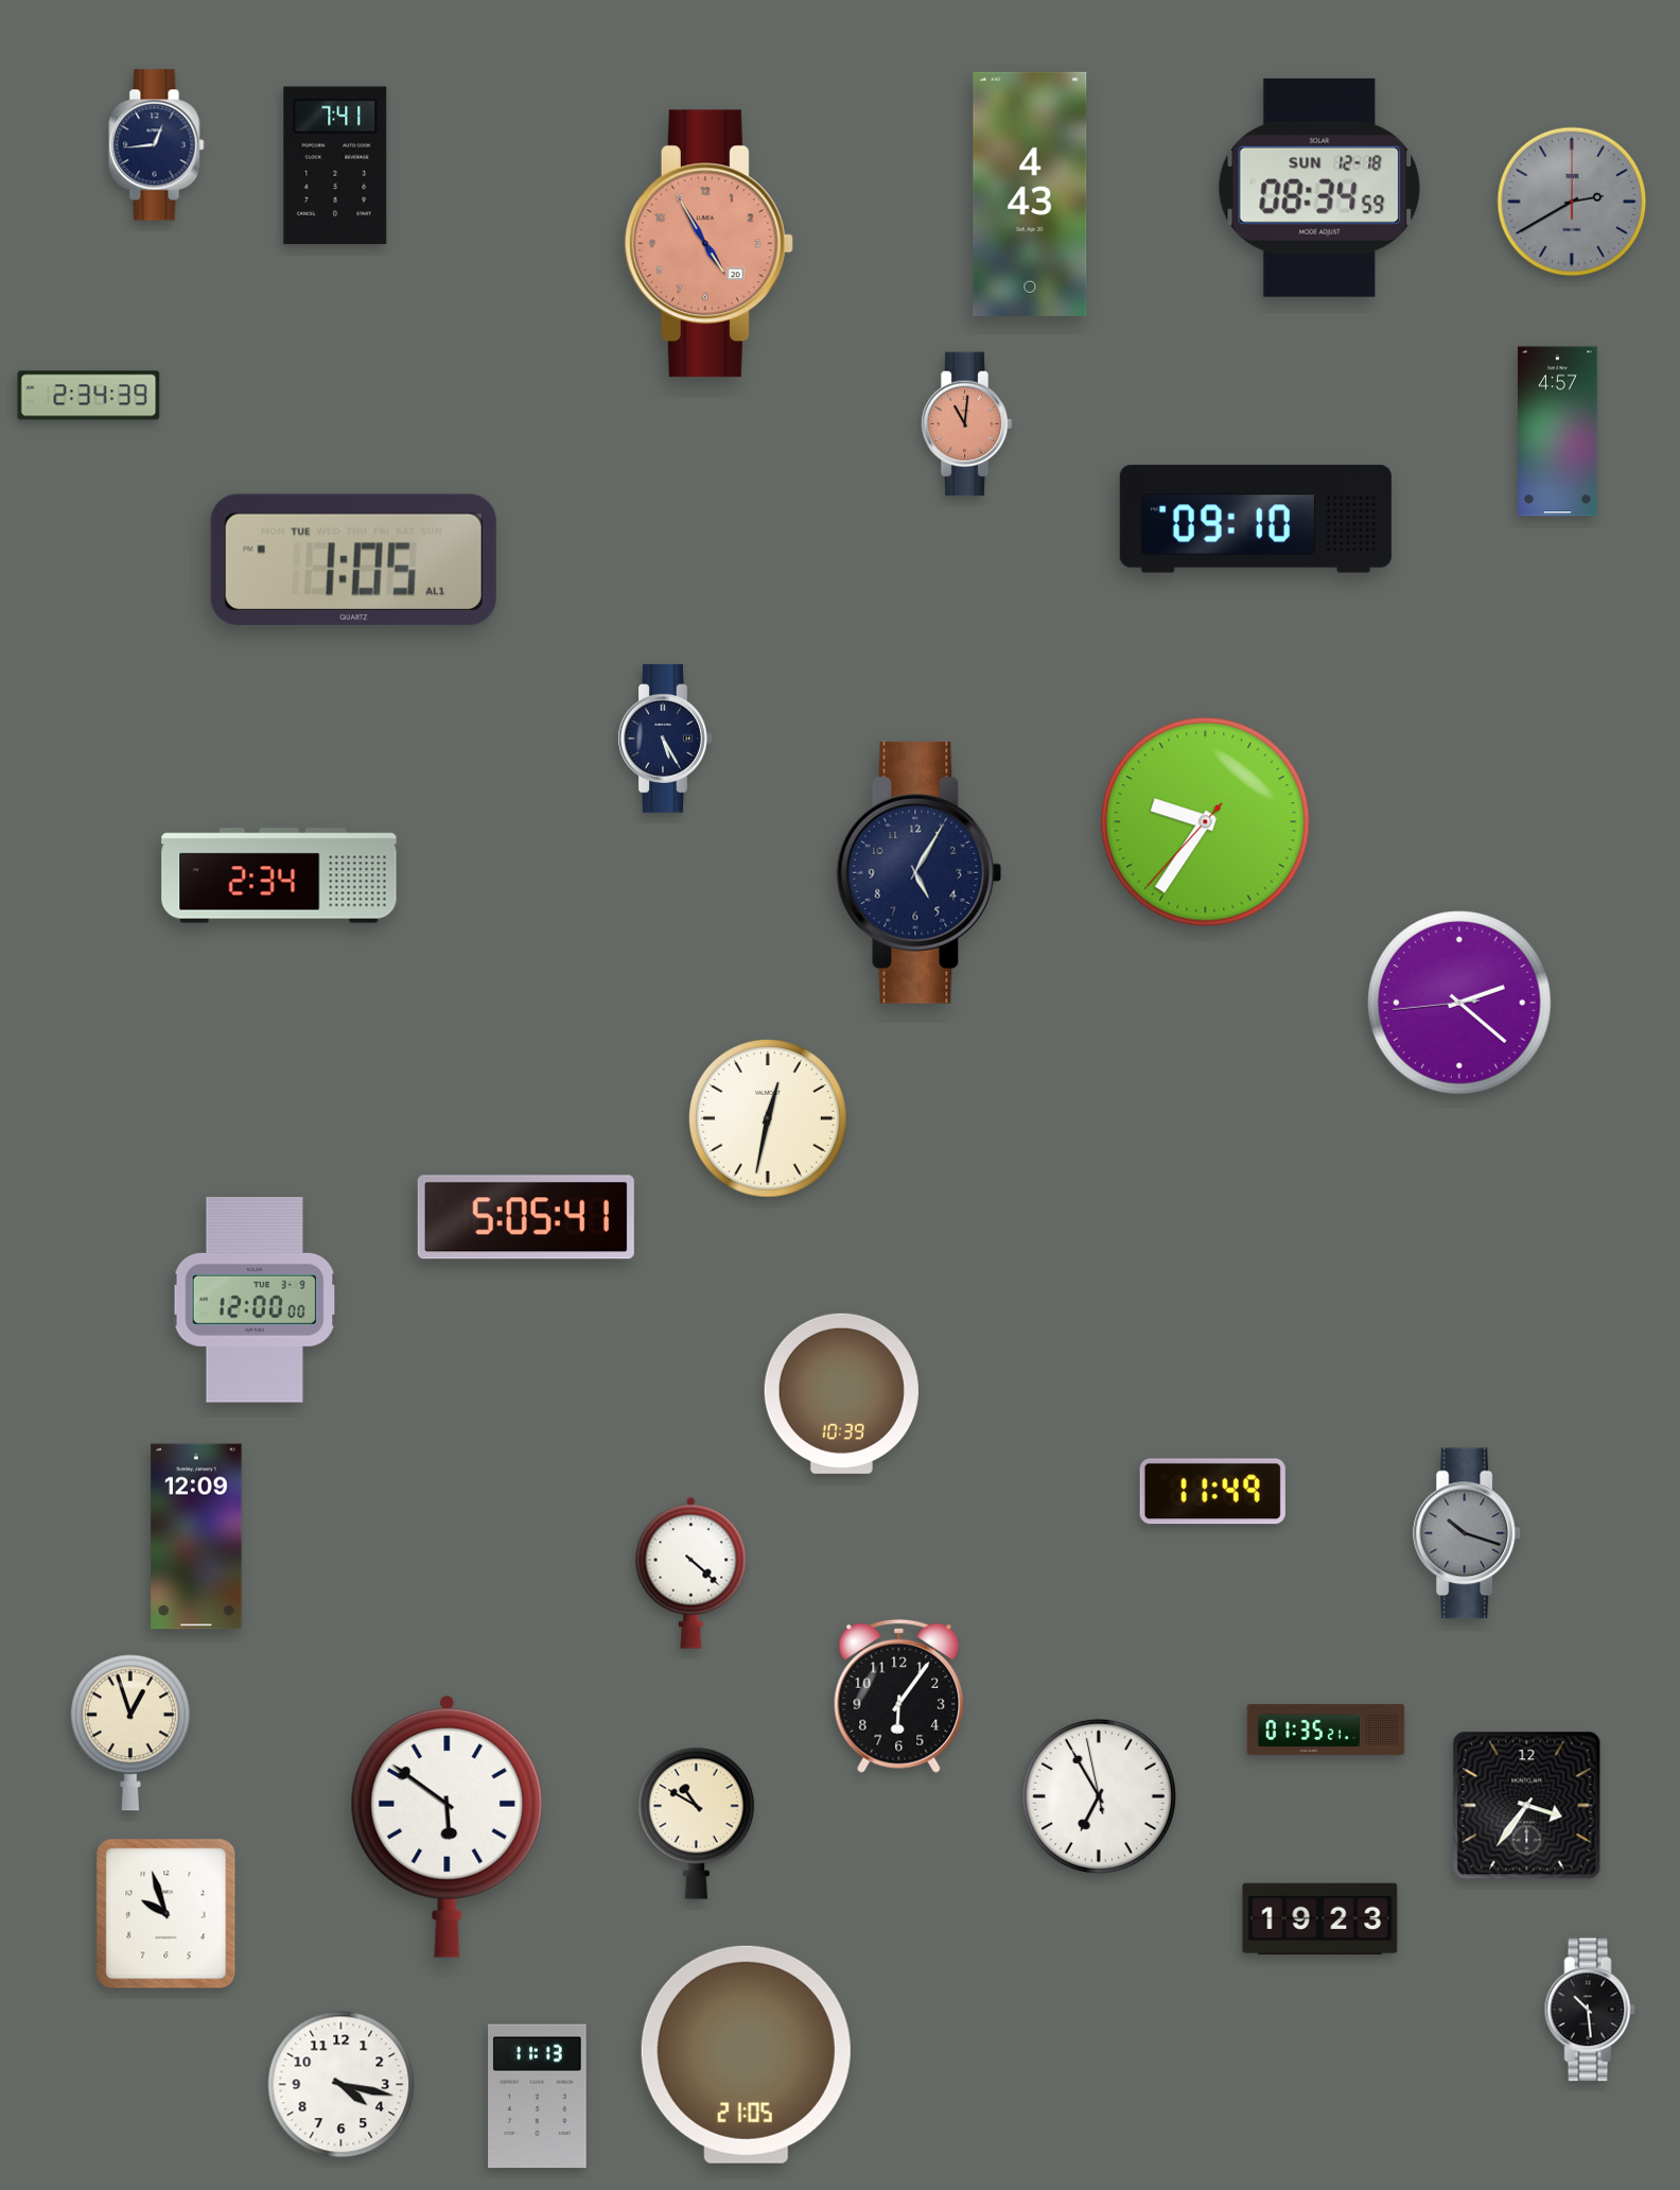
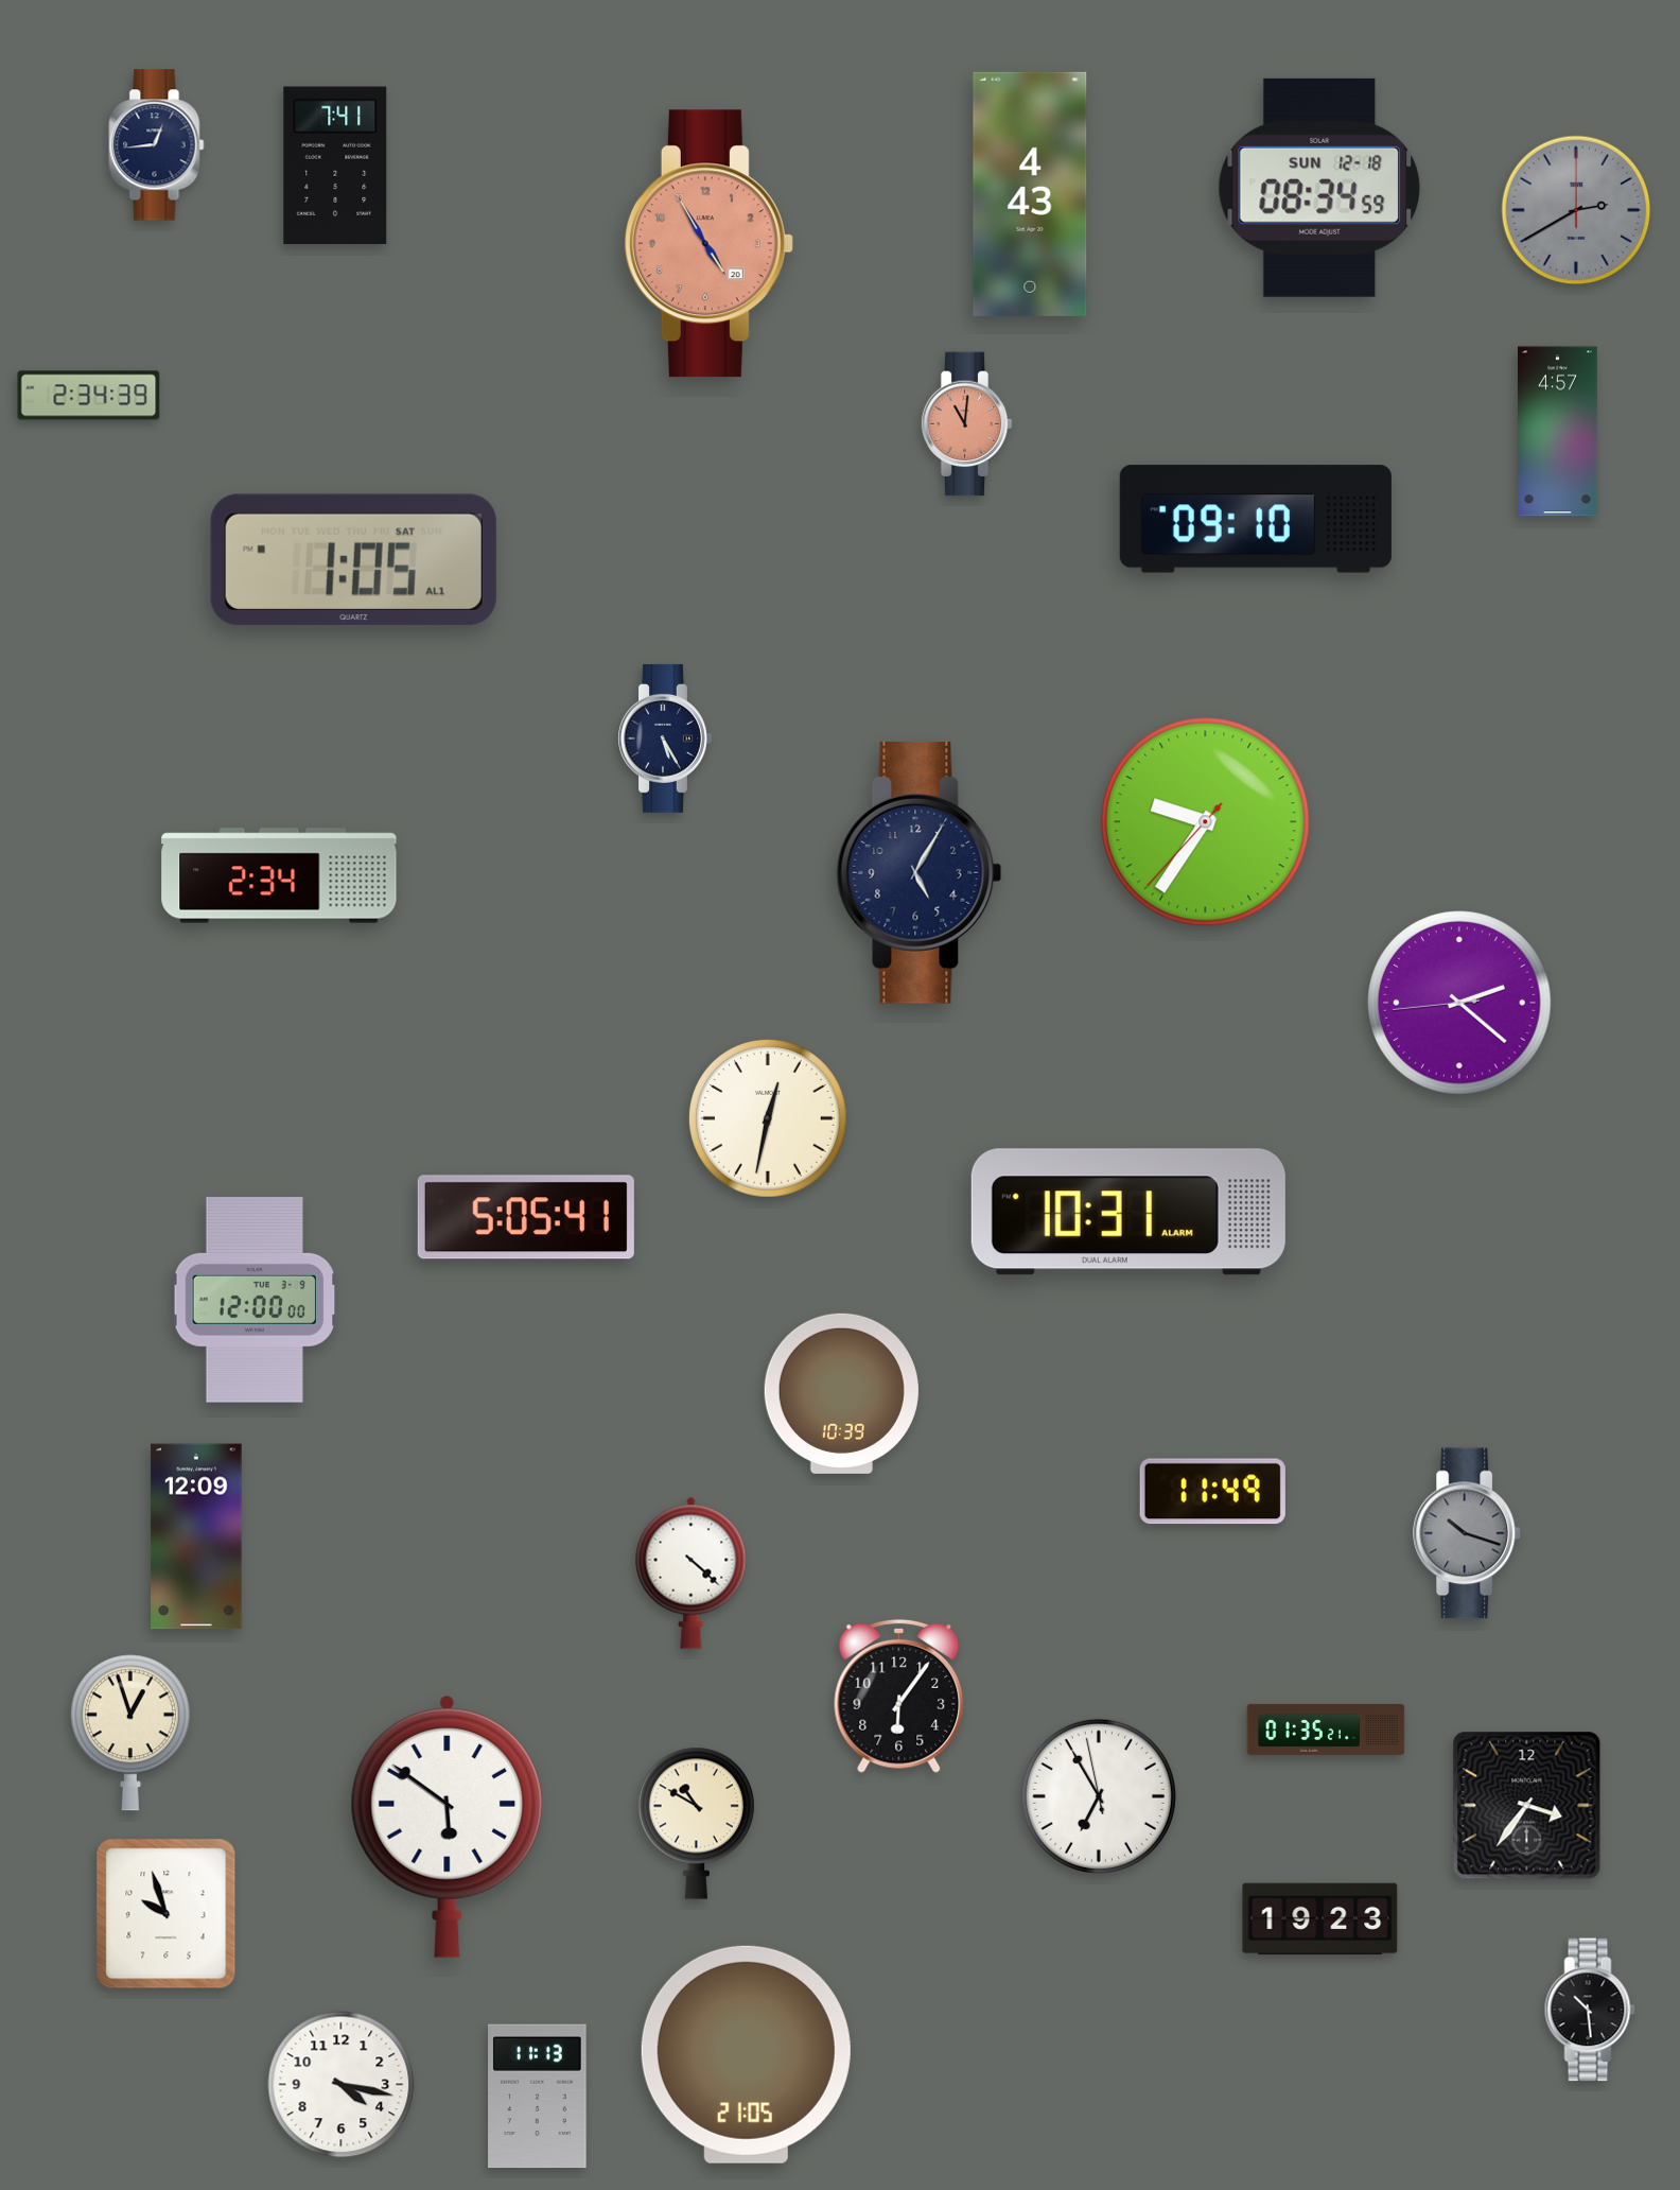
clock at (1572, 202) position: (1572, 202) -> (1576, 210)
clock at (353, 559) date: TUE -> SAT
clock at (1128, 1212): none -> 10:31
